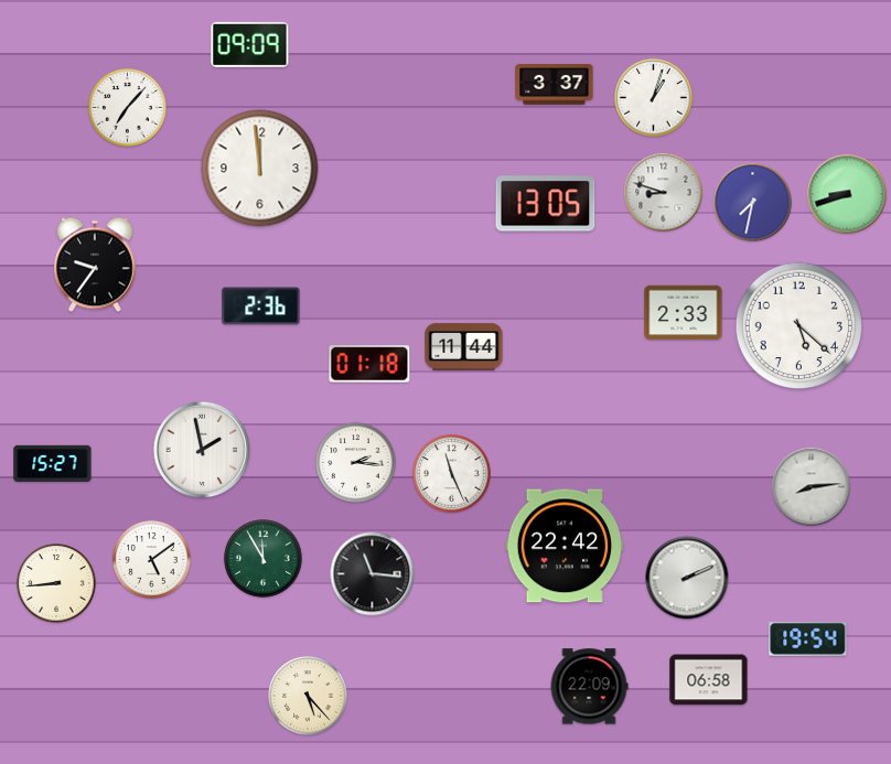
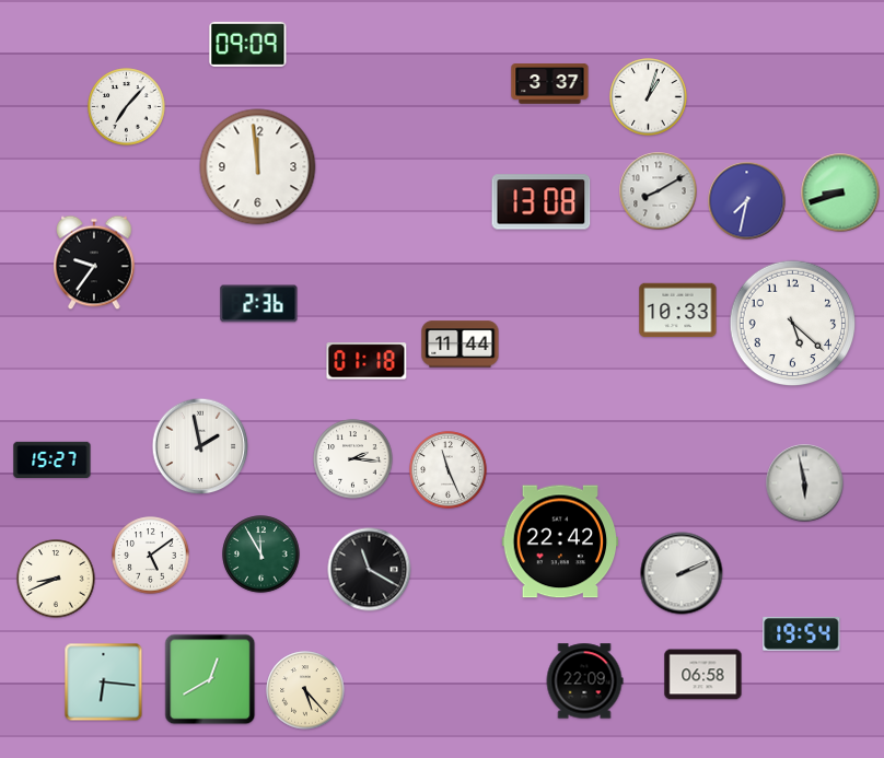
clock at (664, 193): 8:48 -> 8:10
clock at (546, 204): 13:05 -> 13:08
clock at (684, 313): 2:33 -> 10:33
clock at (812, 487): 8:14 -> 5:58
clock at (373, 574): 11:16 -> 11:20
clock at (56, 583): 8:44 -> 8:41
clock at (210, 679): none -> 12:40
clock at (104, 683): none -> 6:16
